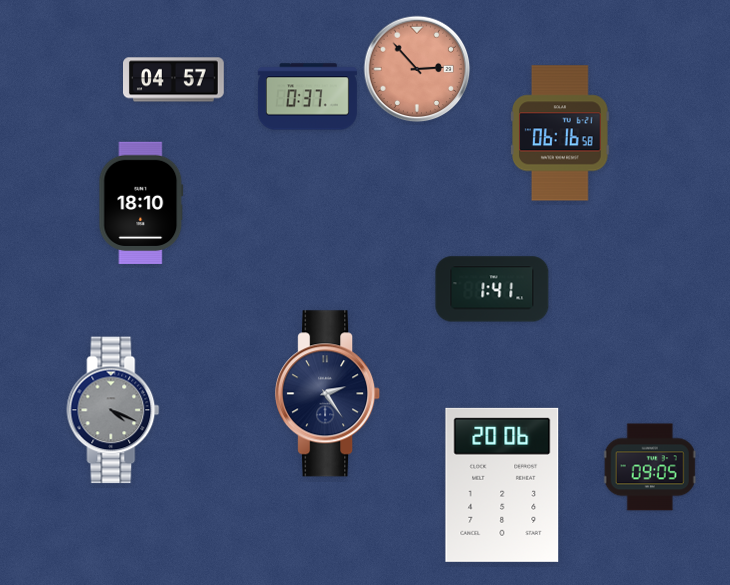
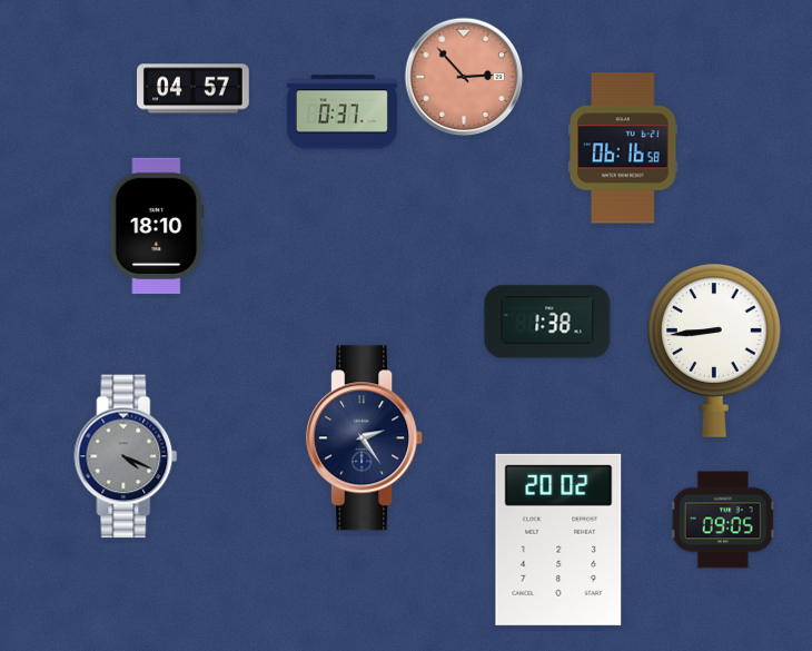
clock at (307, 97) position: (307, 97) -> (341, 112)
clock at (492, 289): 1:41 -> 1:38
clock at (715, 351): none -> 8:44
clock at (502, 485): 20:06 -> 20:02
